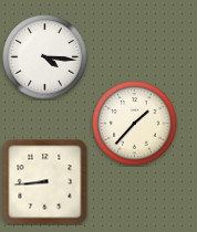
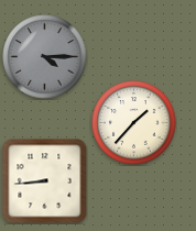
clock at (45, 57): 4:16 -> 4:15
clock at (45, 57) dial: white -> grey
